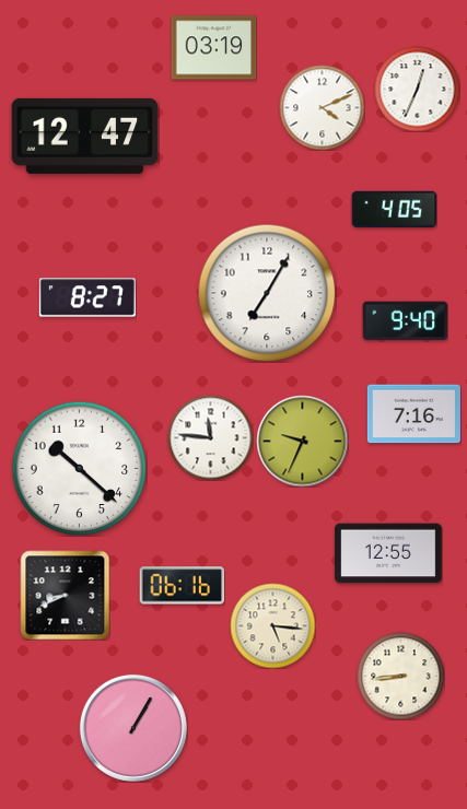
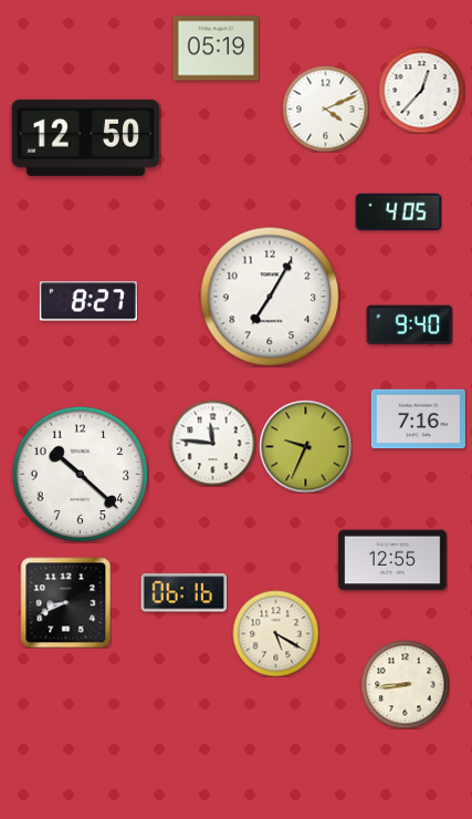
clock at (213, 48): 03:19 -> 05:19
clock at (417, 89): 12:34 -> 12:37
clock at (85, 136): 12:47 -> 12:50
clock at (272, 625): 5:16 -> 5:20
clock at (133, 728): 1:05 -> none
